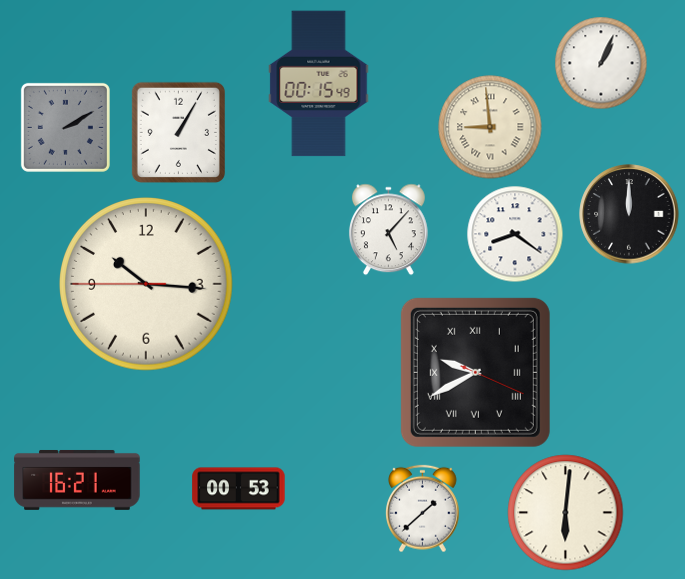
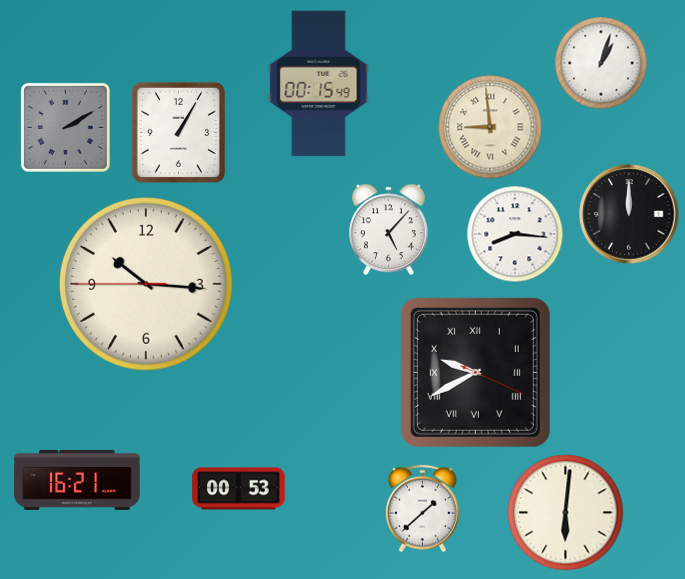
clock at (601, 63): 1:04 -> 1:03
clock at (515, 234): 8:21 -> 8:16
